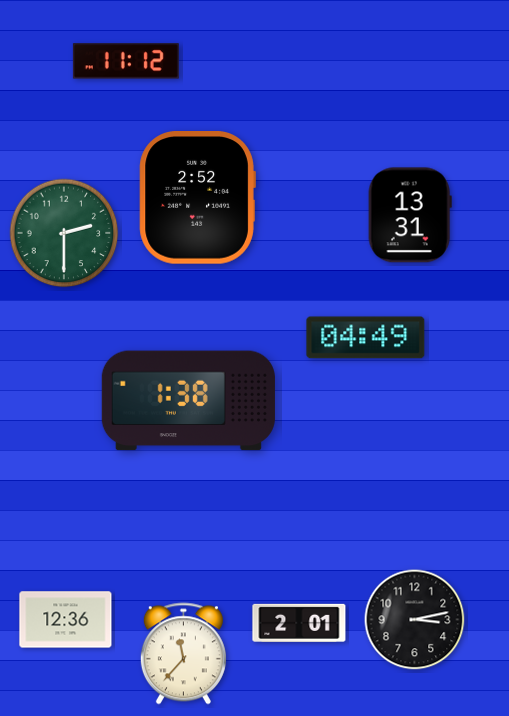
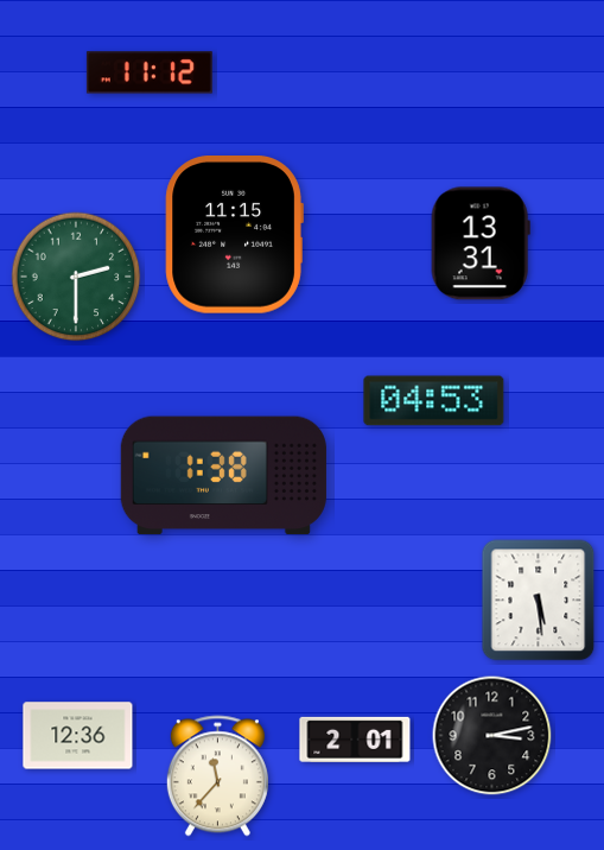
clock at (197, 198): 2:52 -> 11:15
clock at (410, 215) position: (410, 215) -> (481, 243)
clock at (366, 338): 04:49 -> 04:53
clock at (539, 601): none -> 5:29
